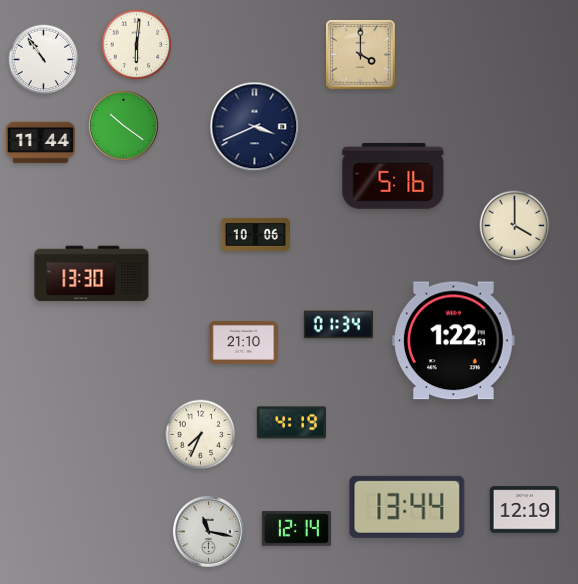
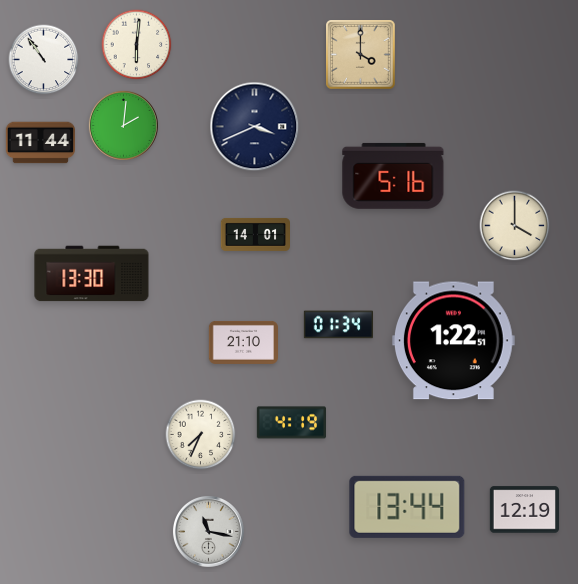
clock at (123, 125): 10:21 -> 2:01
clock at (255, 234): 10:06 -> 14:01
clock at (296, 529): 12:14 -> none
